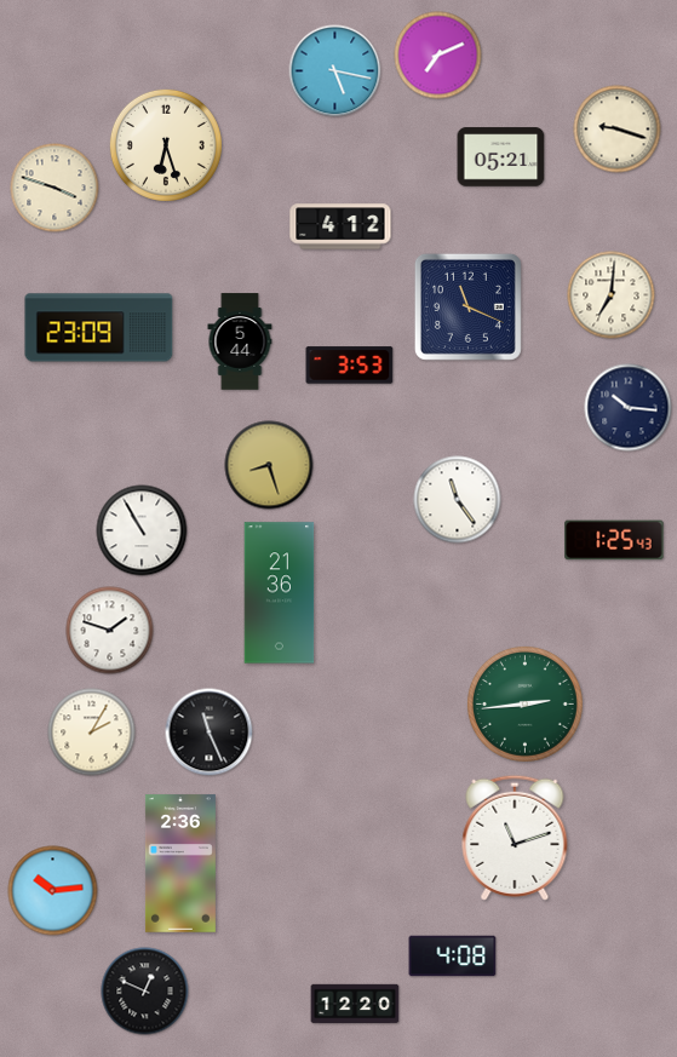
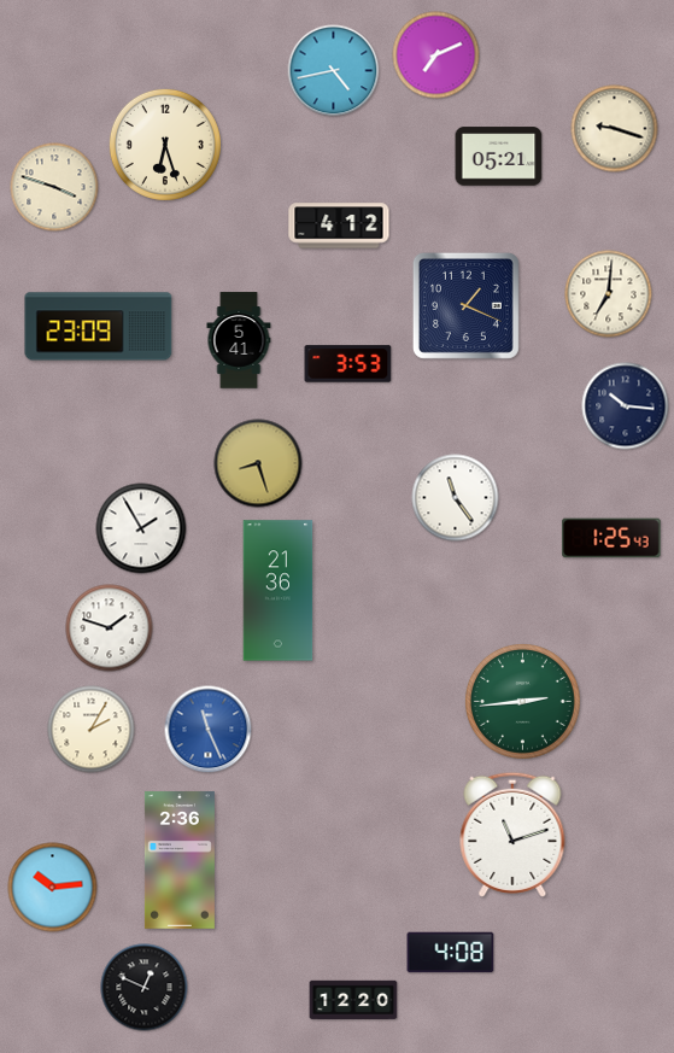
clock at (335, 71): 5:17 -> 4:43
clock at (467, 306): 11:19 -> 1:19
clock at (240, 341): 5:44 -> 5:41
clock at (269, 465) position: (269, 465) -> (258, 463)
clock at (142, 530): 10:55 -> 1:55
clock at (210, 733) dial: black -> blue
